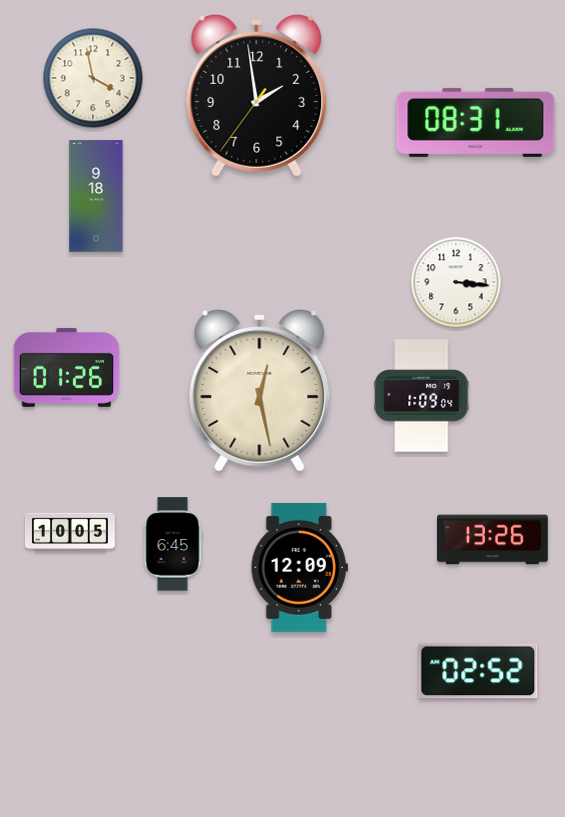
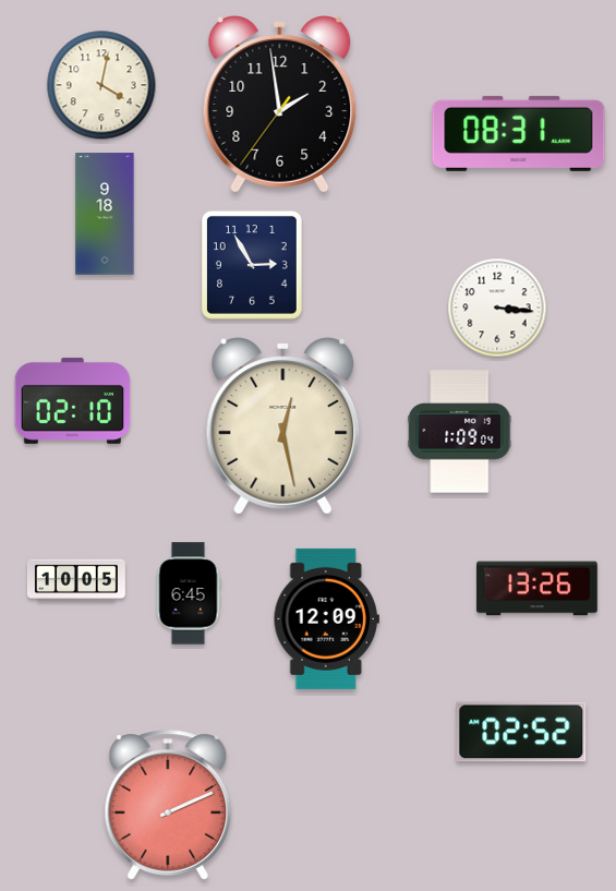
clock at (93, 78): 3:58 -> 4:02
clock at (252, 265): none -> 2:55
clock at (67, 367): 01:26 -> 02:10
clock at (168, 805): none -> 2:11
